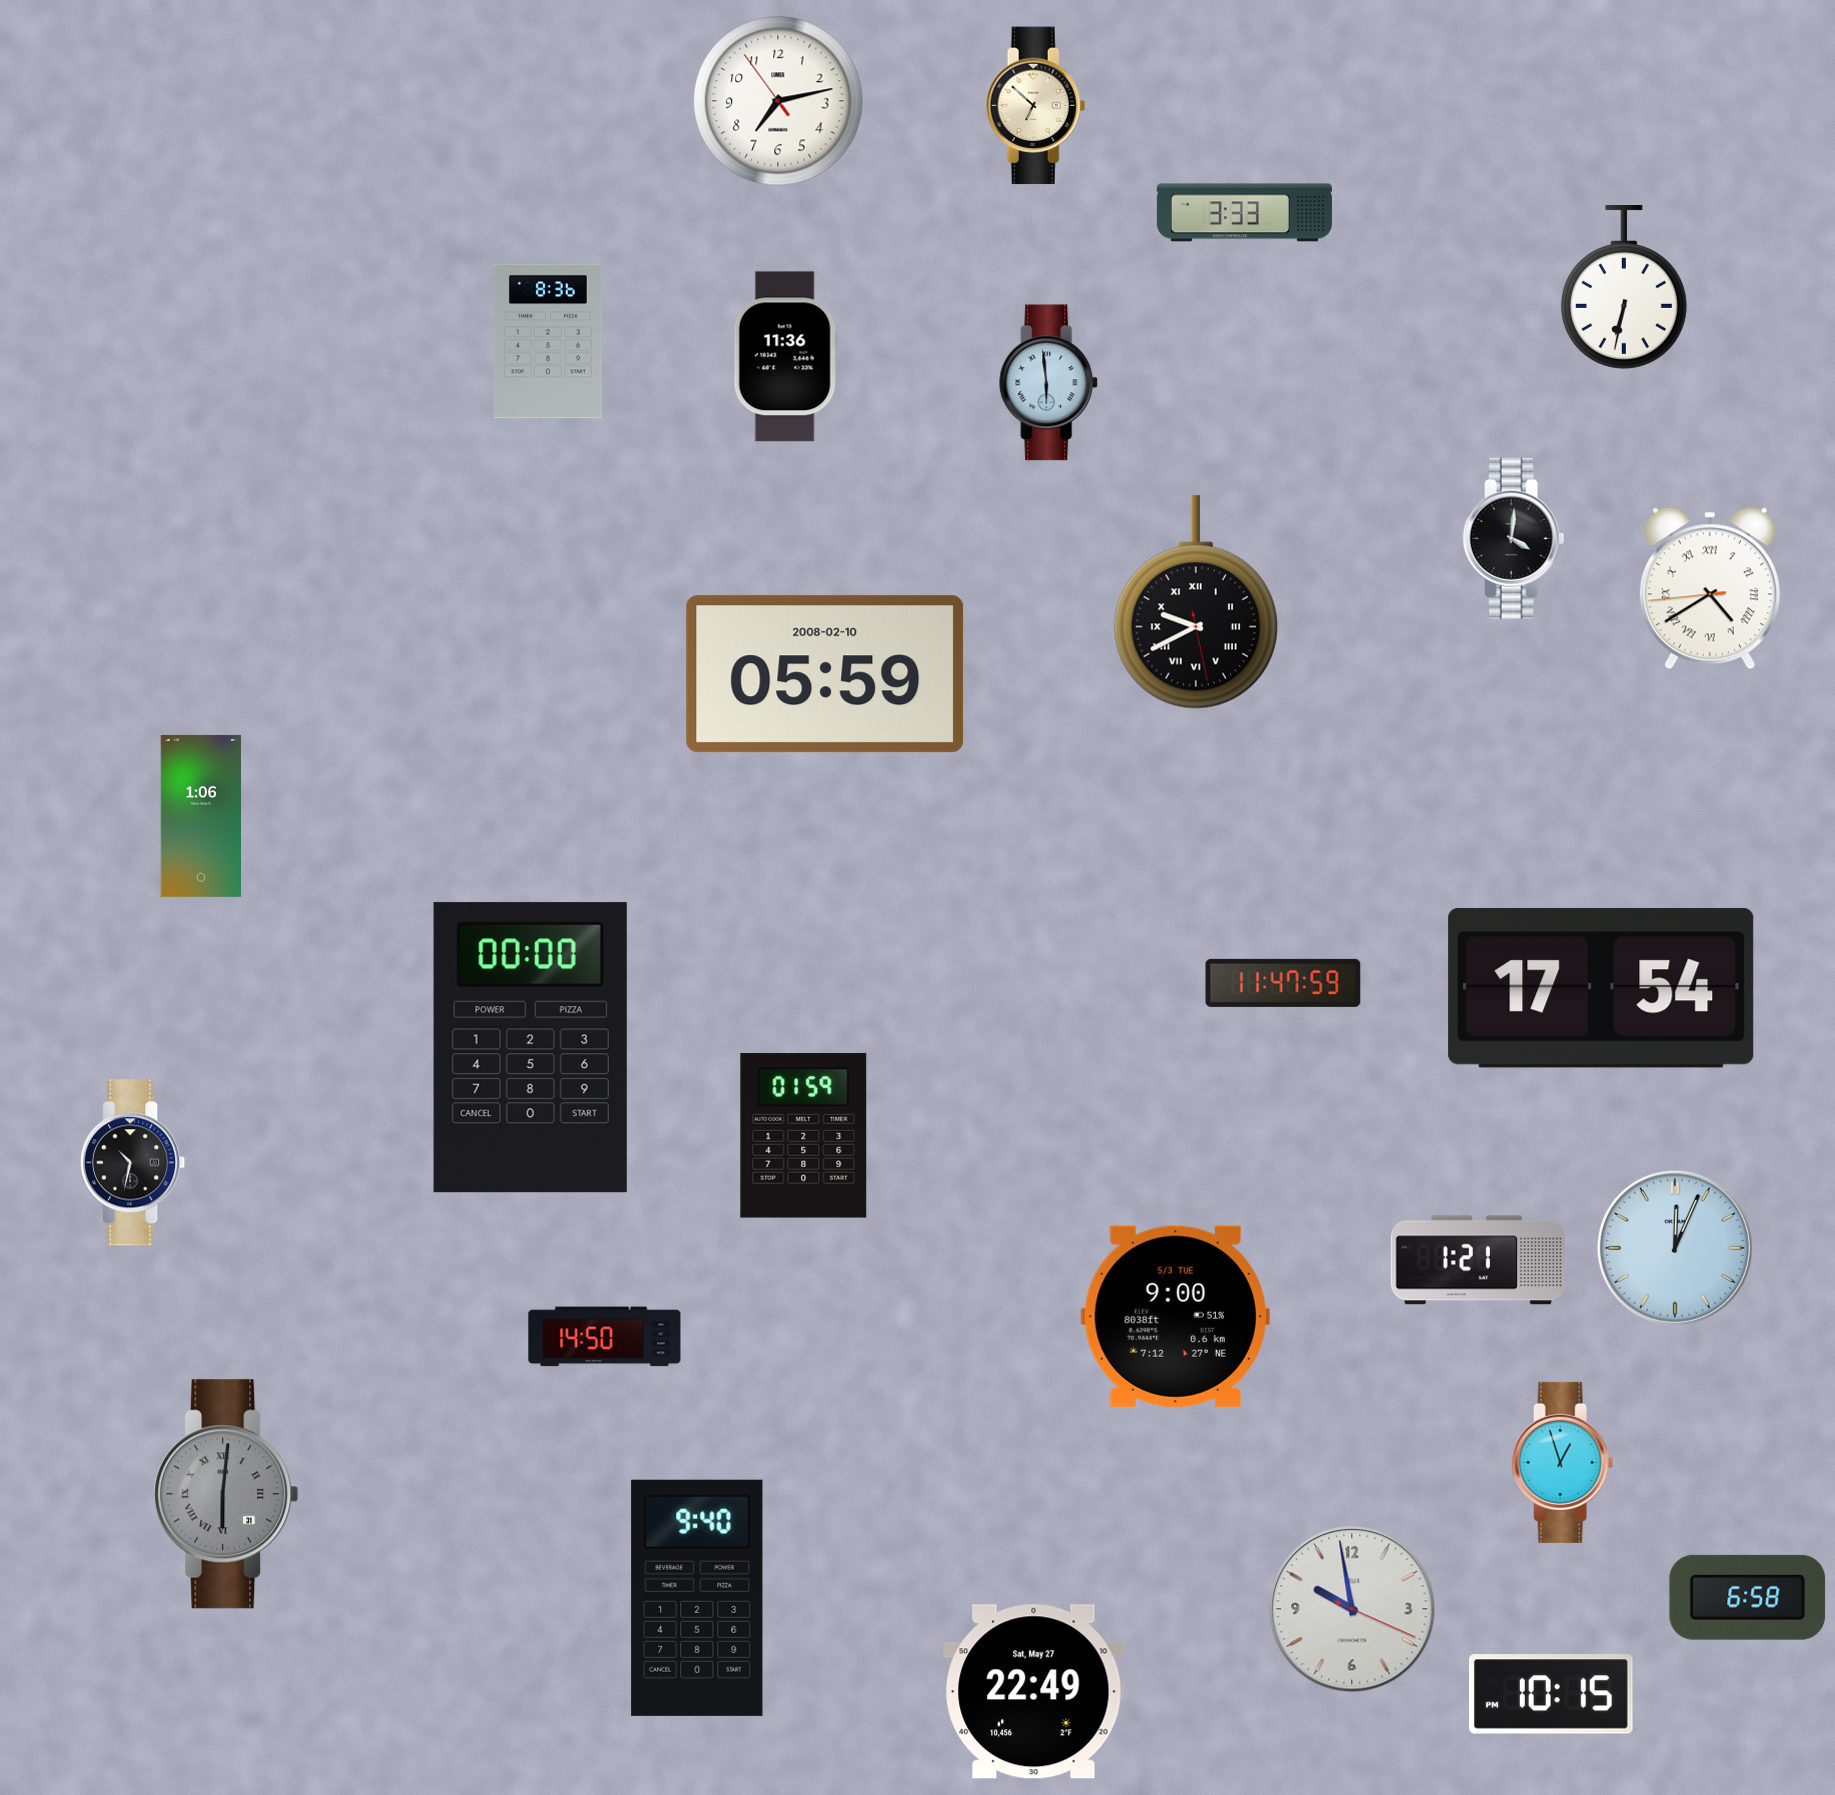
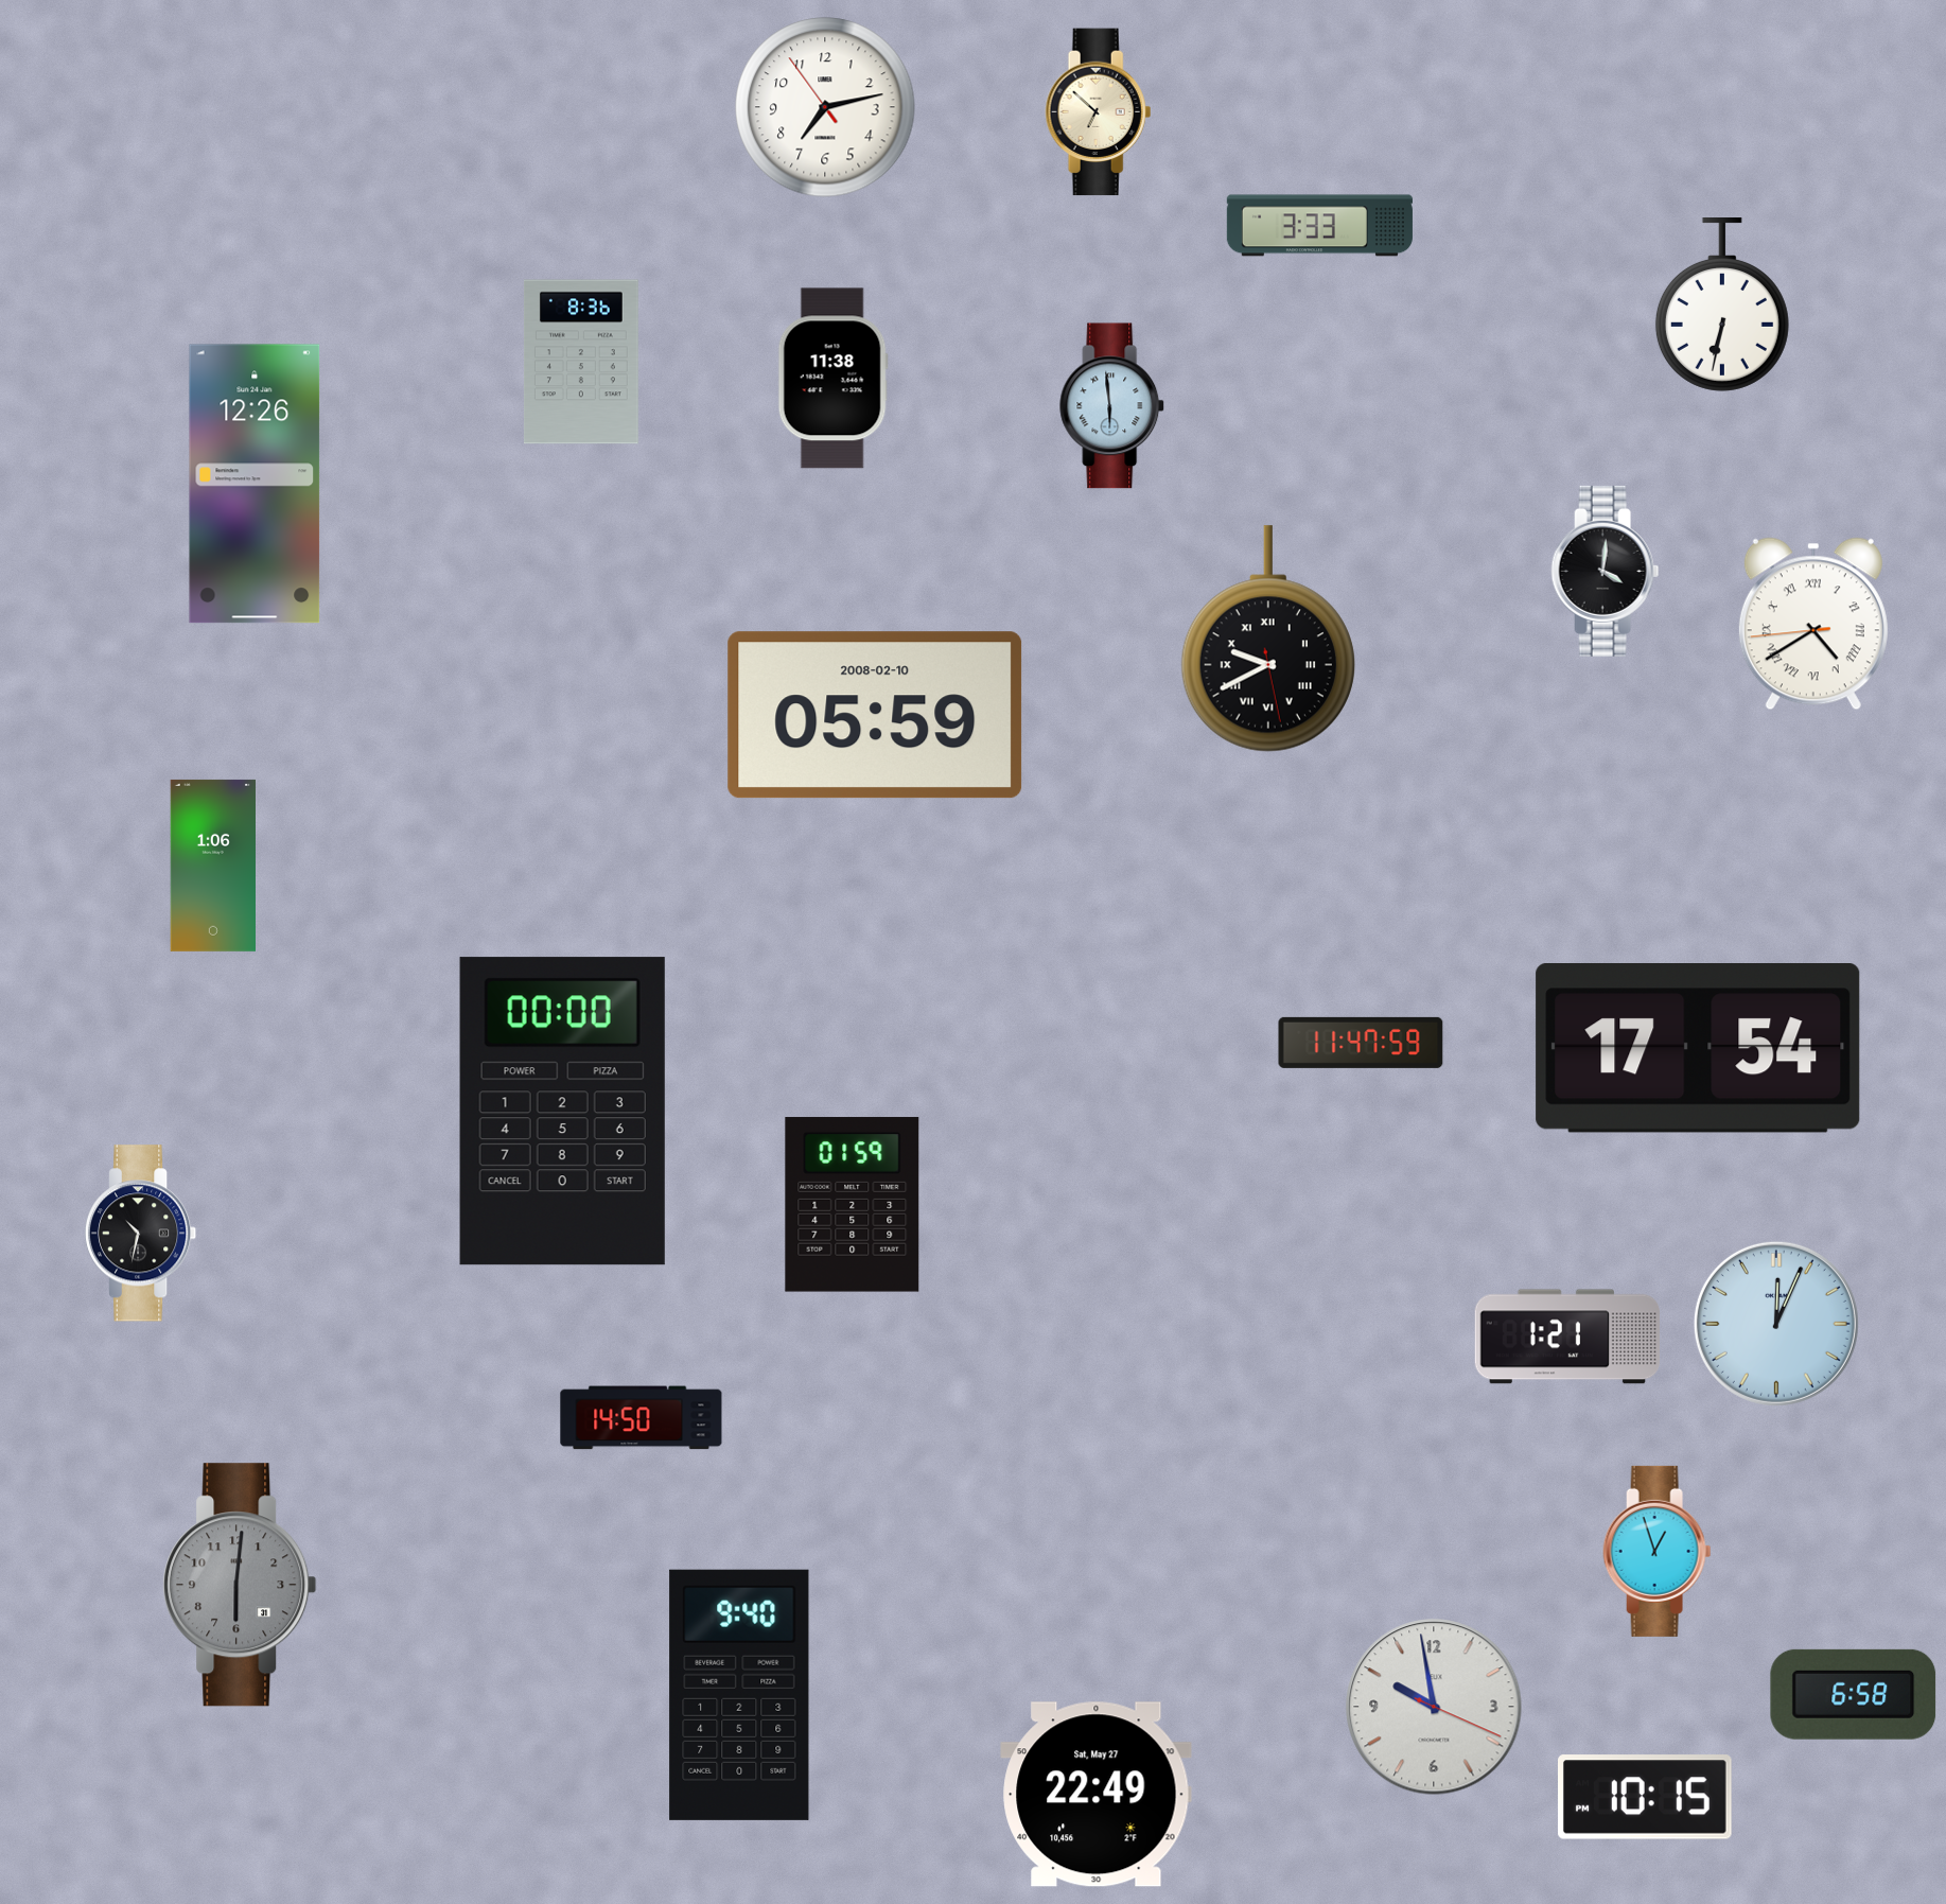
clock at (785, 357): 11:36 -> 11:38
clock at (255, 484): none -> 12:26
clock at (1175, 1316): 9:00 -> none
clock at (226, 1494) numerals: Roman -> Arabic
